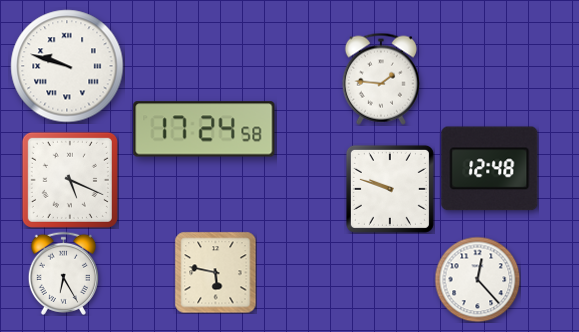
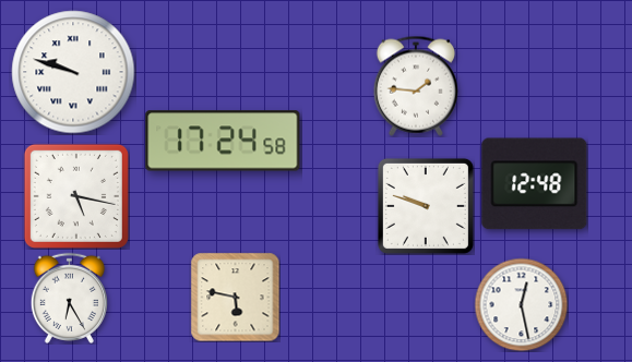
clock at (70, 180): 5:19 -> 5:17
clock at (477, 279): 12:23 -> 12:28
